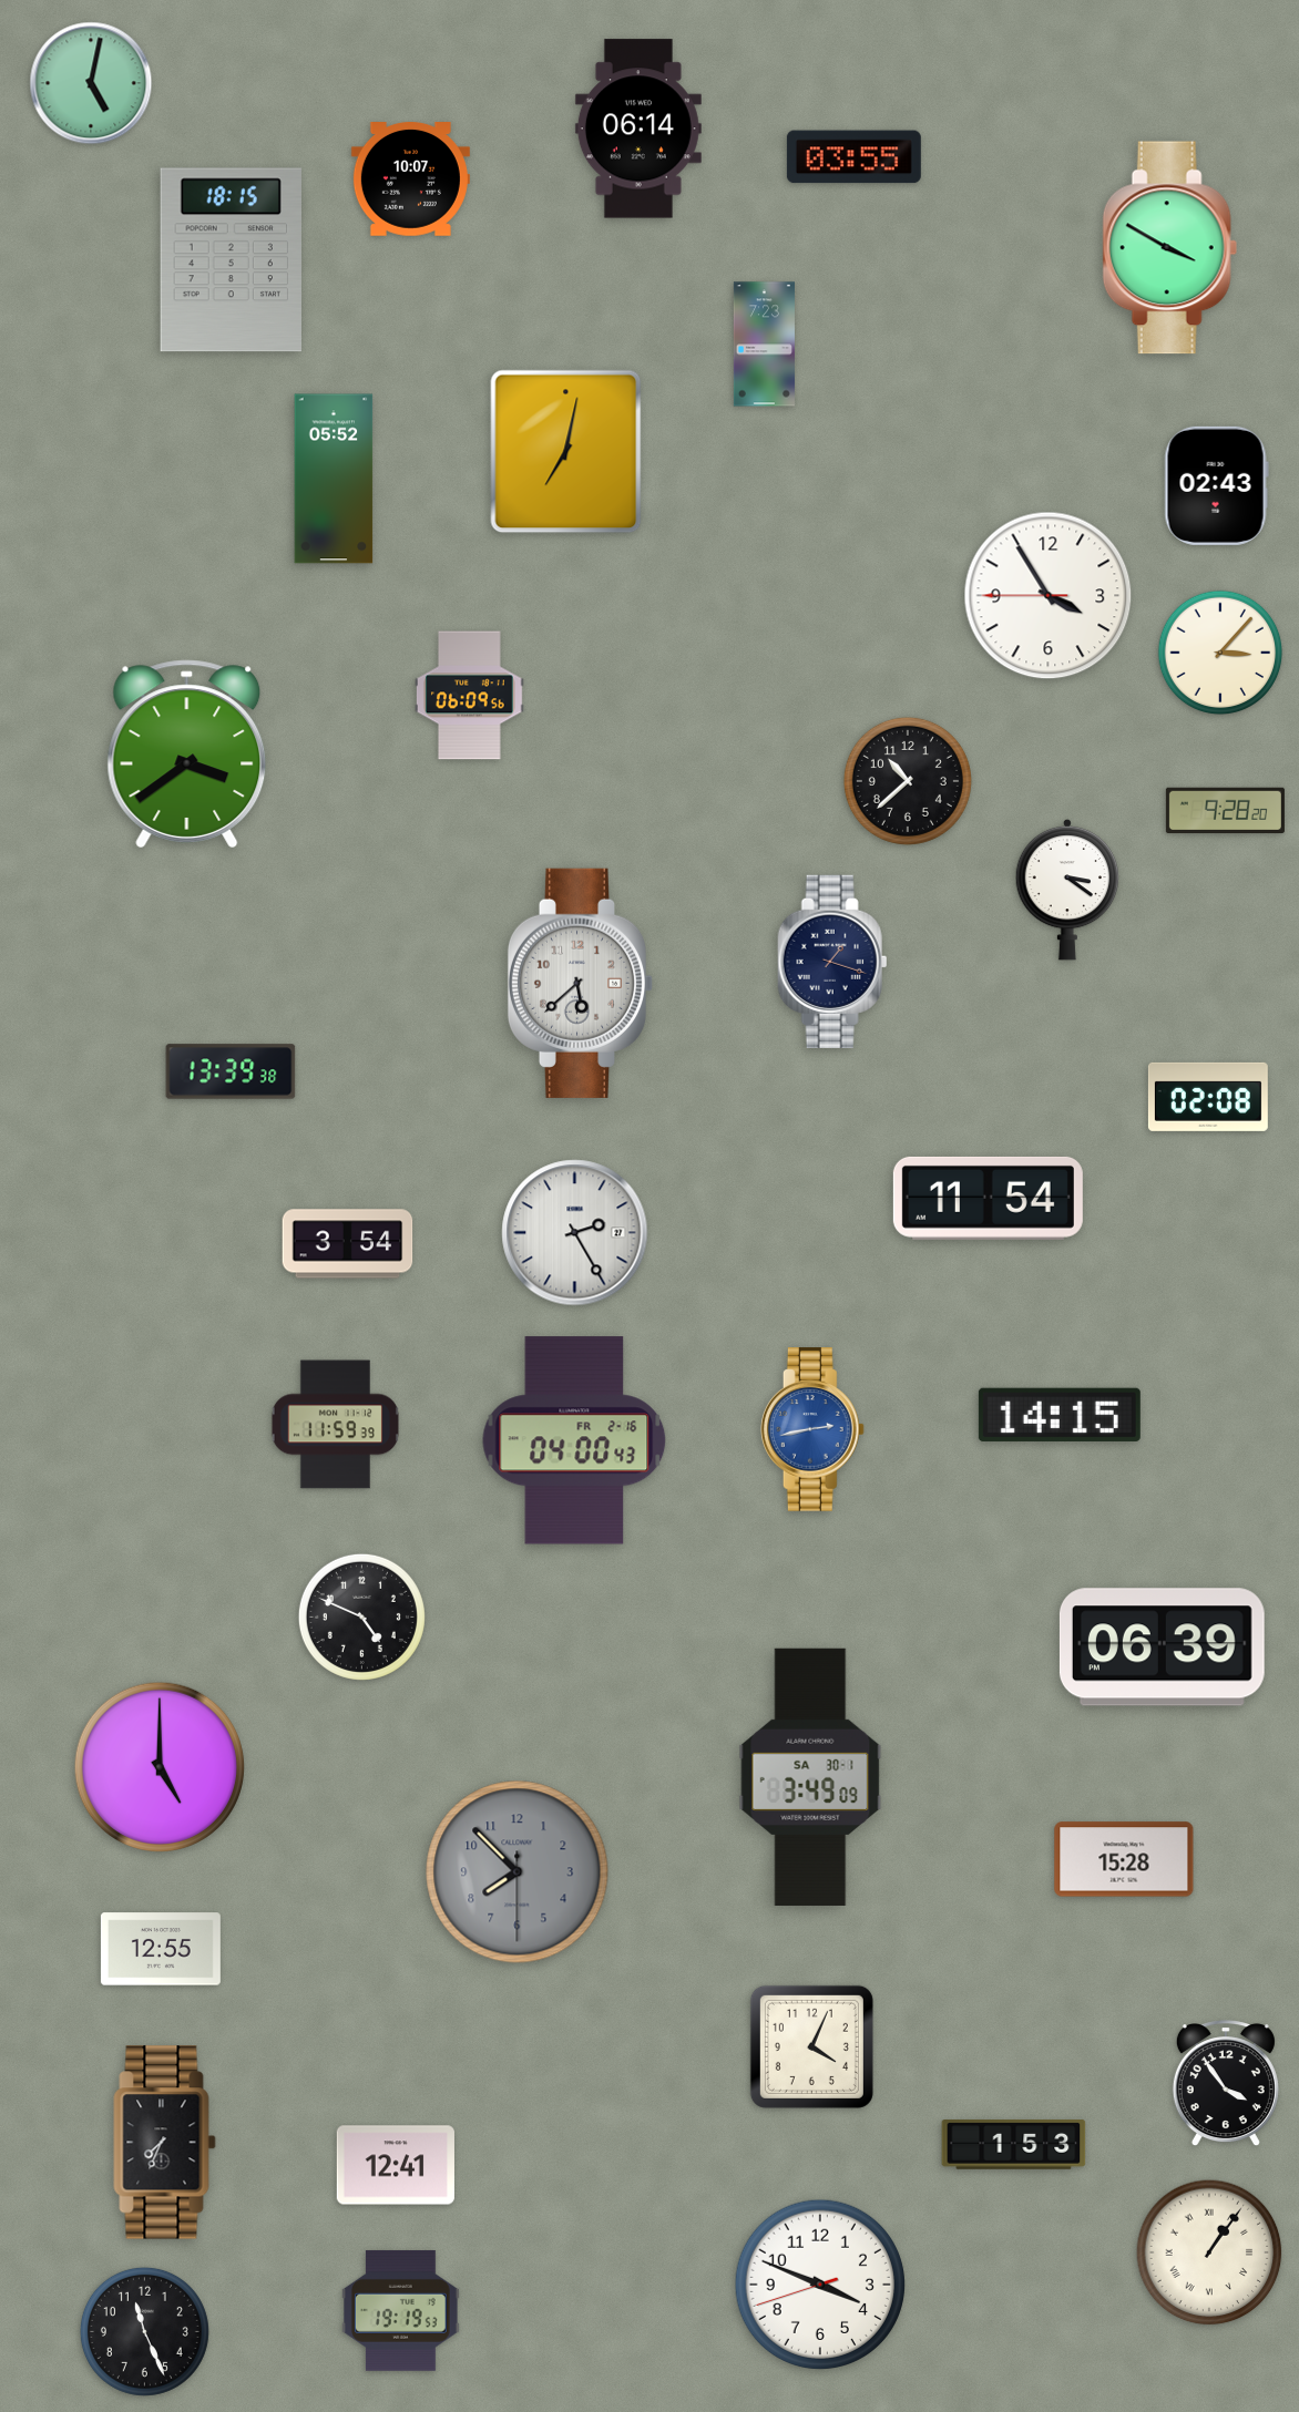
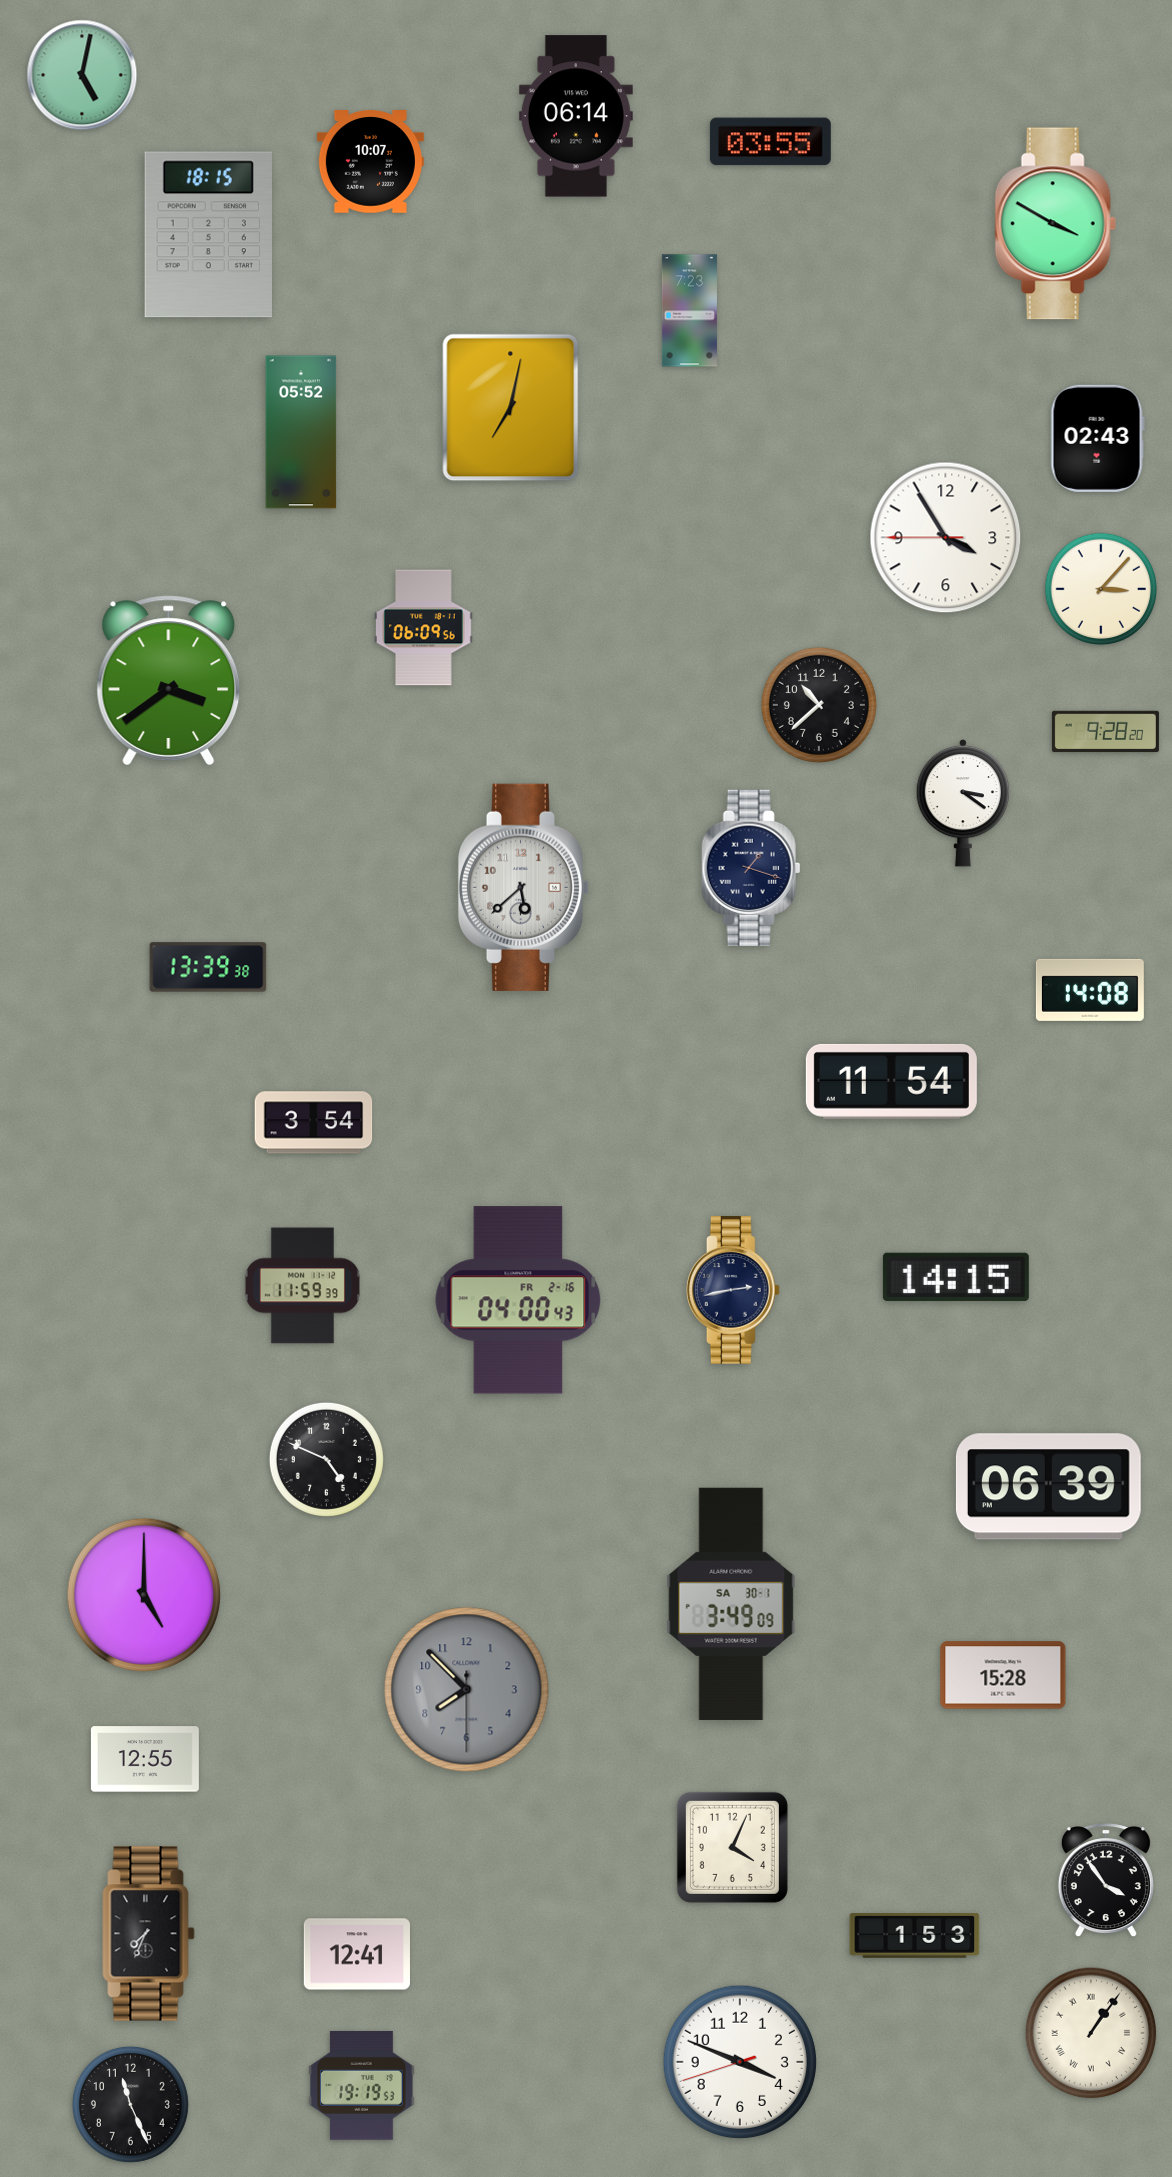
clock at (1208, 1097): 02:08 -> 14:08
clock at (575, 1233): 2:25 -> none
clock at (812, 1429) dial: blue -> navy
clock at (1124, 1859) position: (1124, 1859) -> (1003, 1675)
